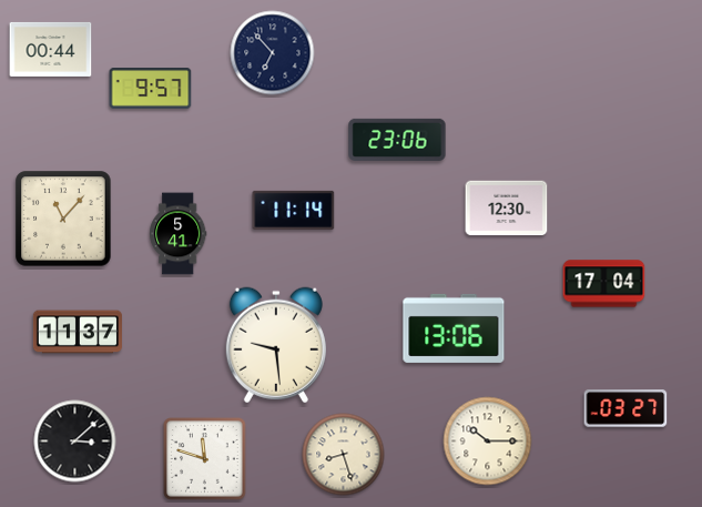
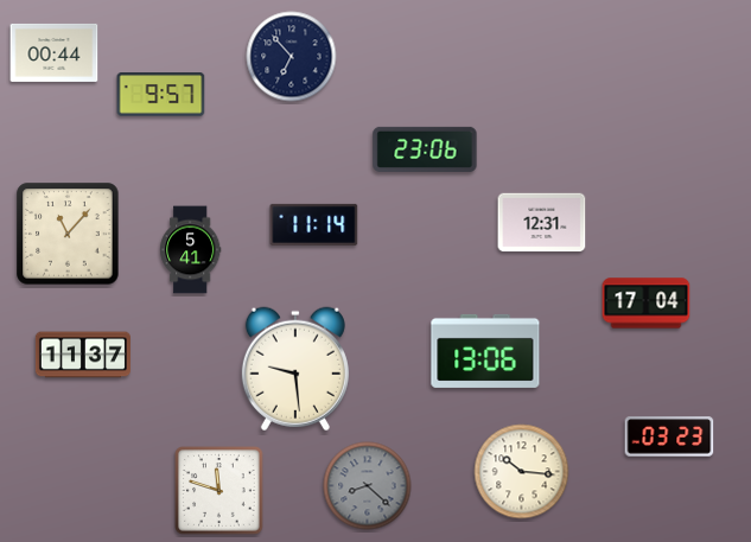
clock at (507, 209): 12:30 -> 12:31
clock at (625, 408): 03:27 -> 03:23
clock at (75, 442): 3:08 -> none
clock at (488, 442): 10:15 -> 10:16
clock at (344, 455): 8:27 -> 8:22
clock at (344, 455) dial: cream -> grey
